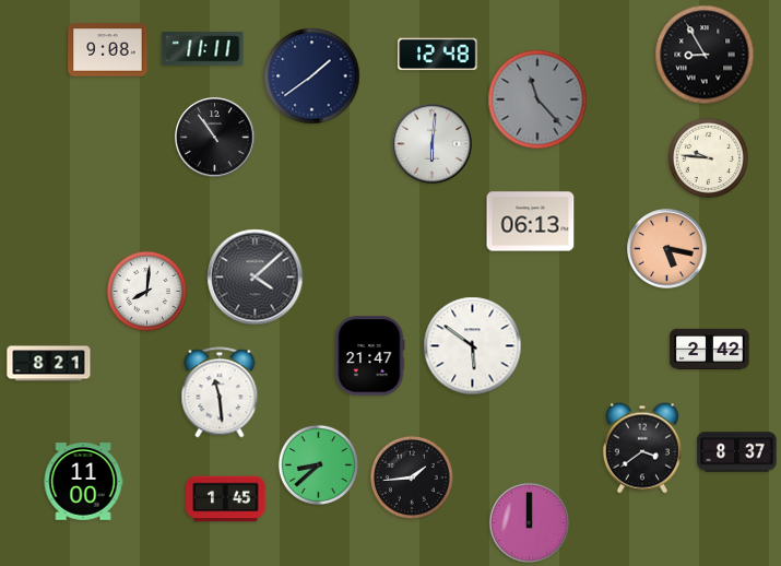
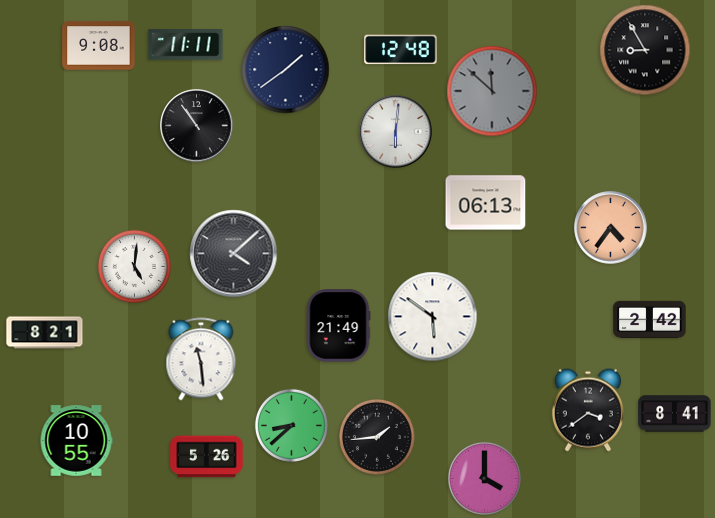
clock at (537, 99): 11:23 -> 11:52
clock at (708, 157): 9:46 -> none
clock at (667, 249): 5:17 -> 4:36
clock at (146, 291): 8:01 -> 5:01
clock at (369, 356): 21:47 -> 21:49
clock at (737, 452): 8:37 -> 8:41
clock at (83, 482): 11:00 -> 10:55
clock at (226, 499): 1:45 -> 5:26
clock at (529, 522): 12:00 -> 4:00
